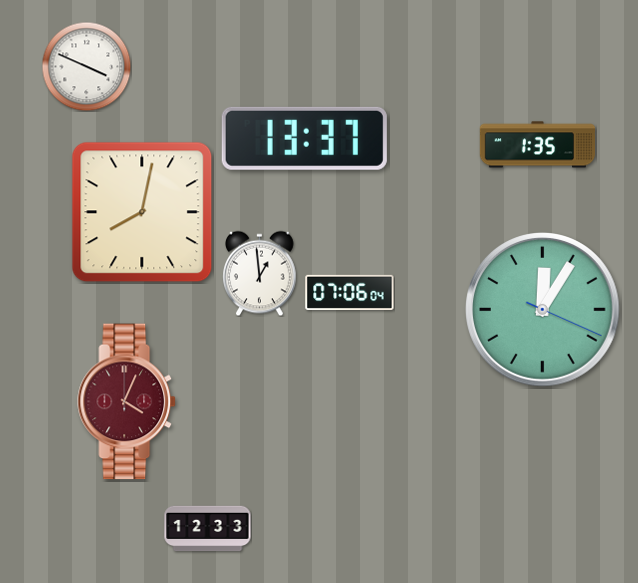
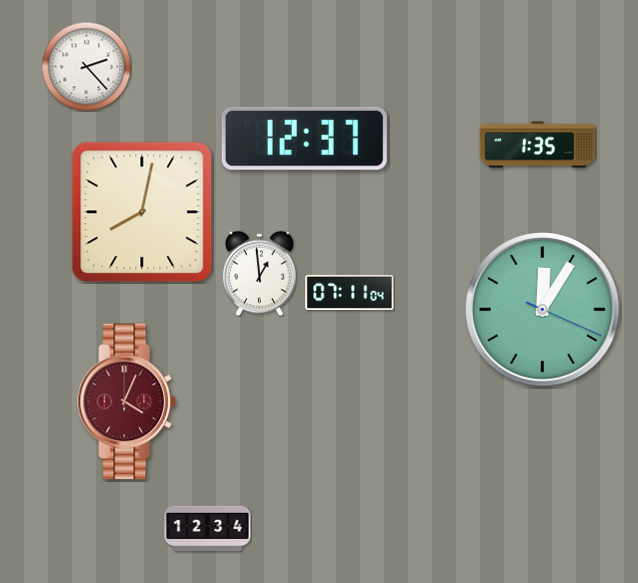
clock at (86, 66): 3:49 -> 2:23
clock at (304, 138): 13:37 -> 12:37
clock at (350, 292): 07:06 -> 07:11
clock at (208, 529): 12:33 -> 12:34
